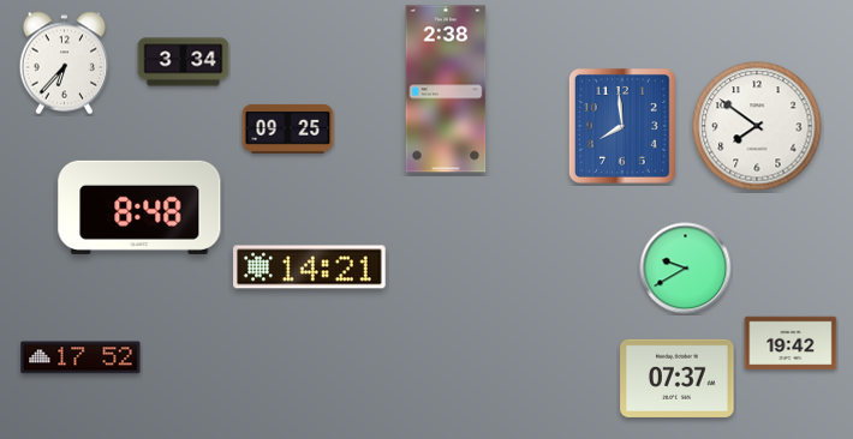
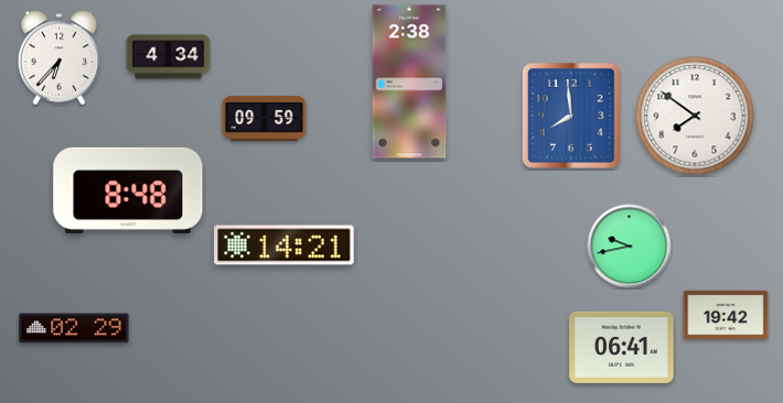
clock at (184, 62): 3:34 -> 4:34
clock at (288, 128): 09:25 -> 09:59
clock at (686, 269): 9:40 -> 9:43
clock at (80, 357): 17:52 -> 02:29
clock at (678, 378): 07:37 -> 06:41
